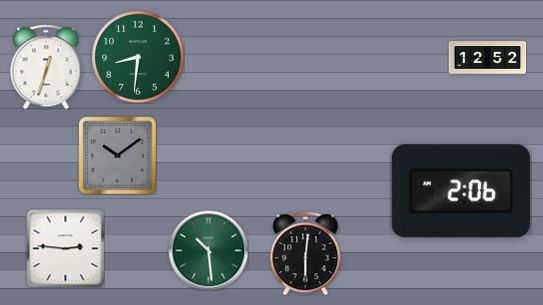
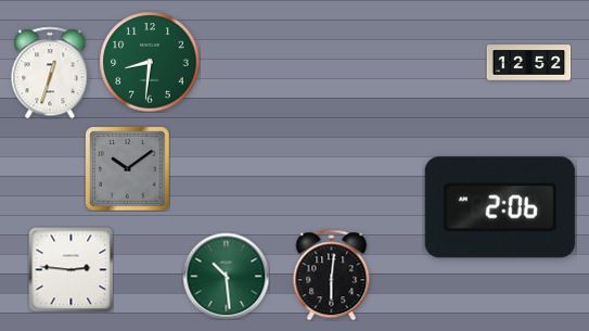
clock at (208, 250) position: (208, 250) -> (226, 276)
